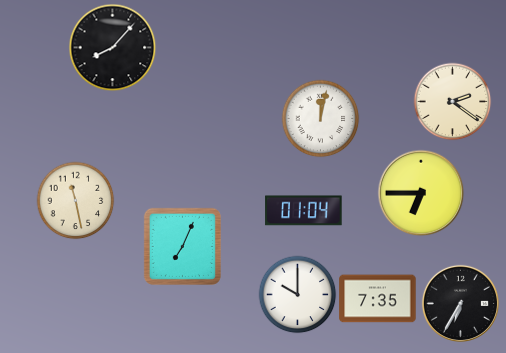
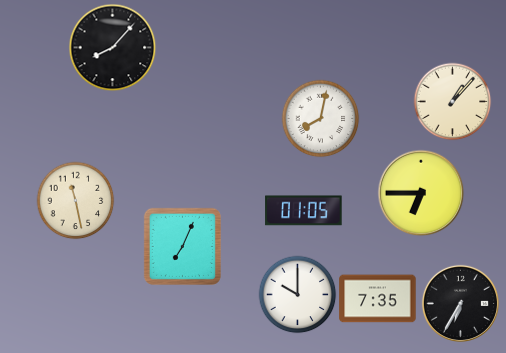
clock at (452, 101): 2:21 -> 1:07
clock at (320, 118): 12:02 -> 8:02
clock at (304, 211): 01:04 -> 01:05
